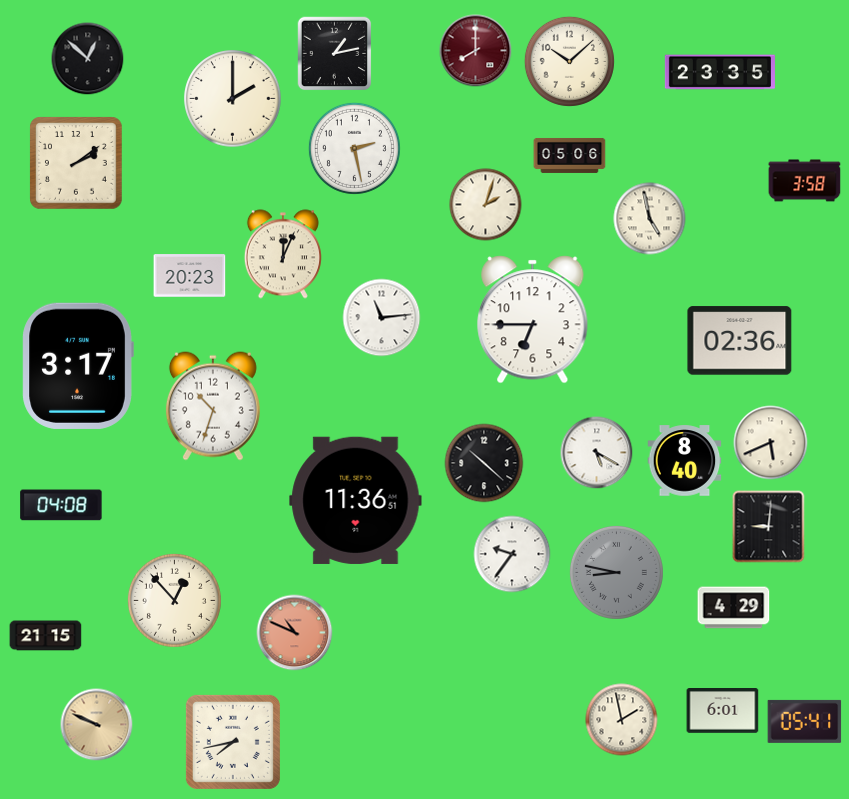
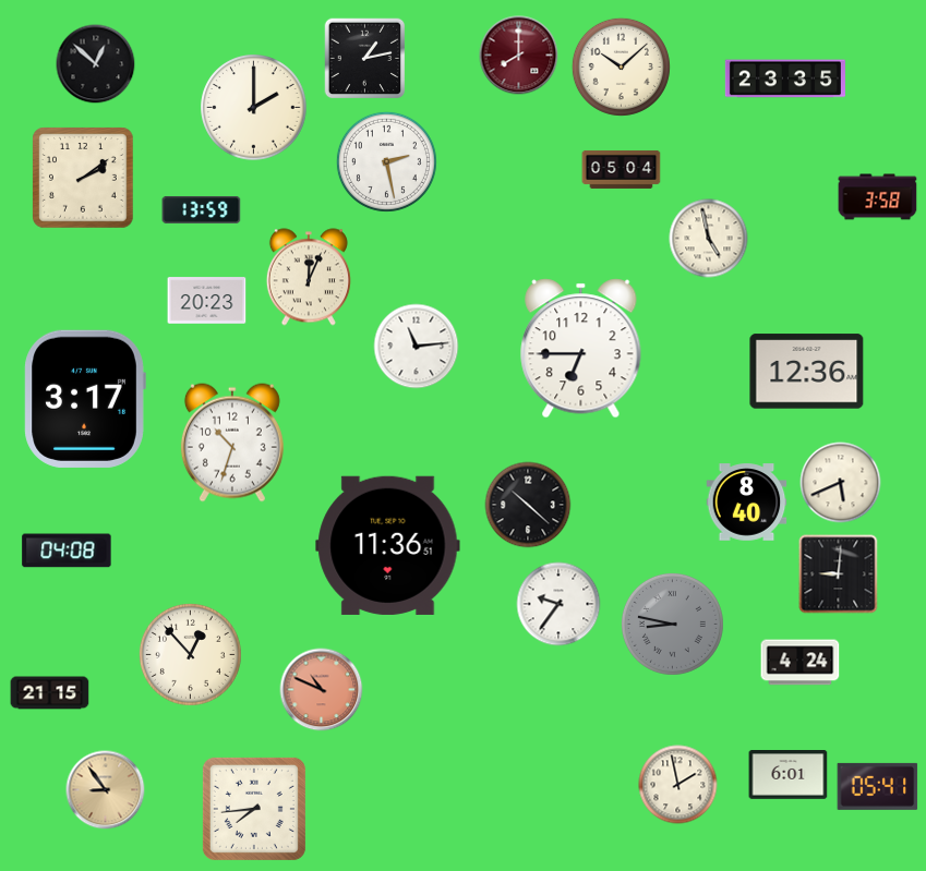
clock at (570, 155): 05:06 -> 05:04
clock at (202, 209): none -> 13:59
clock at (486, 205): 2:03 -> none
clock at (740, 341): 02:36 -> 12:36
clock at (597, 453): 5:20 -> none
clock at (734, 608): 4:29 -> 4:24
clock at (97, 725): 9:49 -> 8:54
clock at (233, 742): 7:43 -> 7:44
